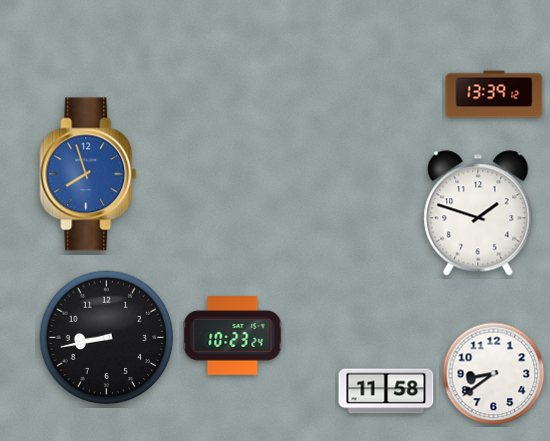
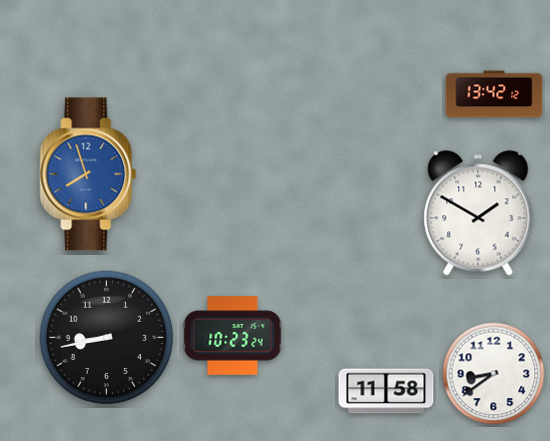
clock at (494, 94): 13:39 -> 13:42
clock at (478, 213): 1:48 -> 1:50
